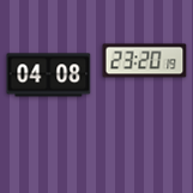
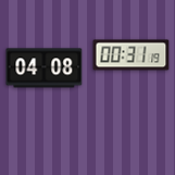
clock at (145, 61): 23:20 -> 00:31
